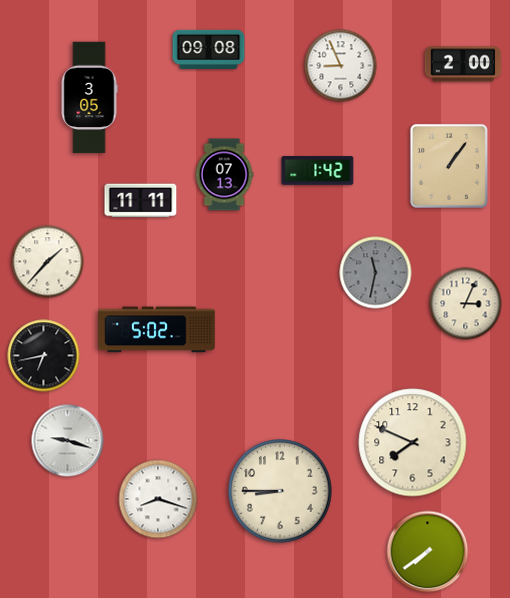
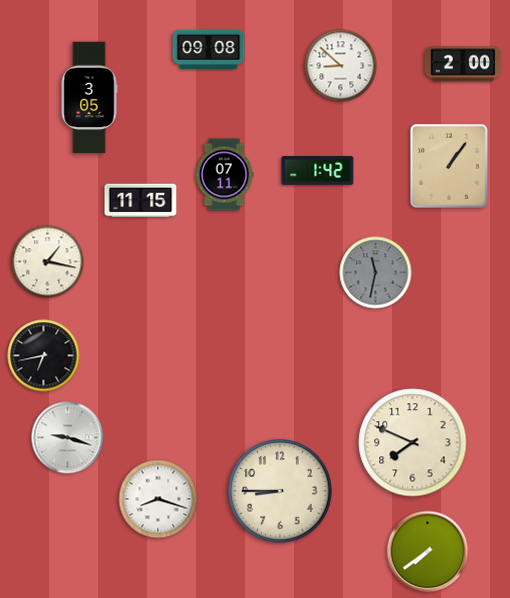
clock at (341, 66): 8:56 -> 8:52
clock at (224, 175): 07:13 -> 07:11
clock at (141, 201): 11:11 -> 11:15
clock at (48, 262): 1:37 -> 1:17
clock at (466, 304): 3:04 -> none
clock at (157, 330): 5:02 -> none
clock at (68, 441) position: (68, 441) -> (68, 438)
